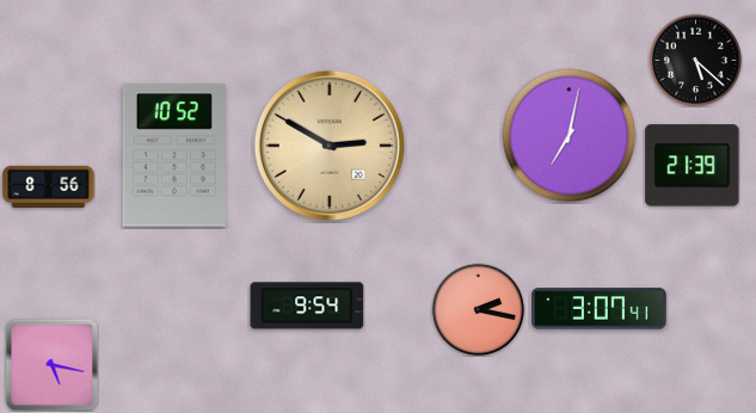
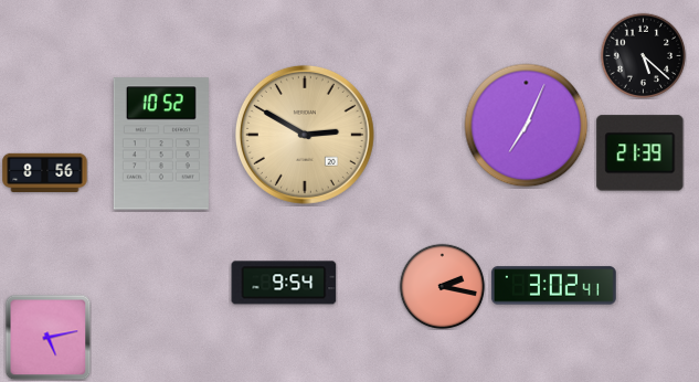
clock at (570, 136): 7:02 -> 7:04
clock at (598, 309): 3:07 -> 3:02
clock at (51, 364): 5:17 -> 5:13
